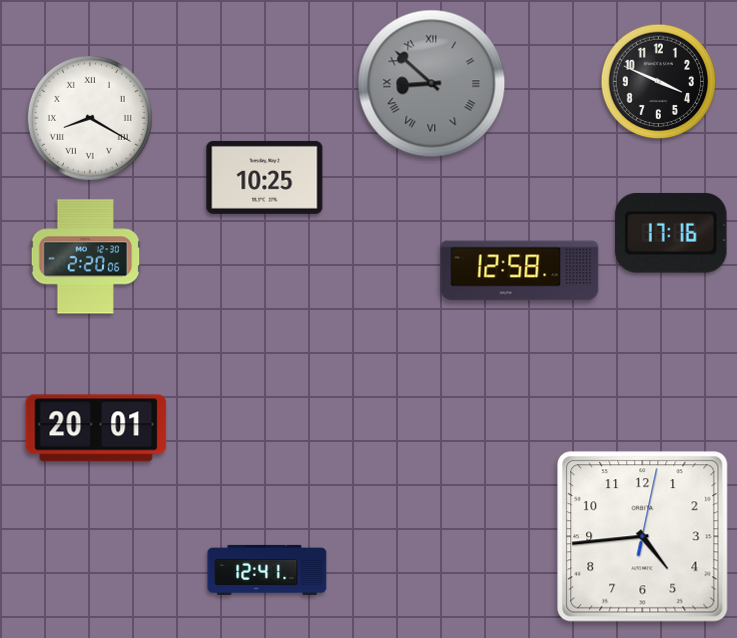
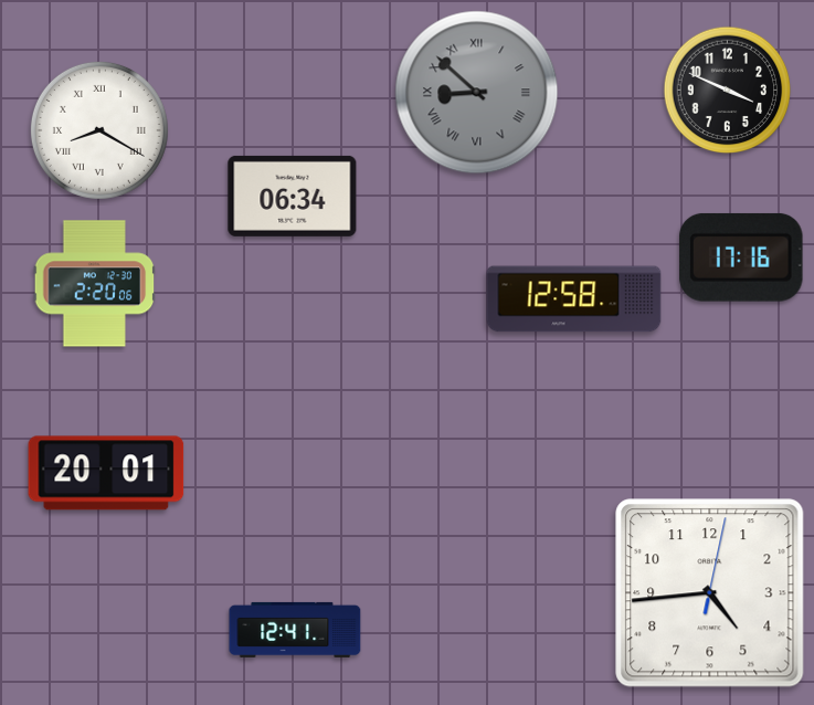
clock at (265, 177): 10:25 -> 06:34
